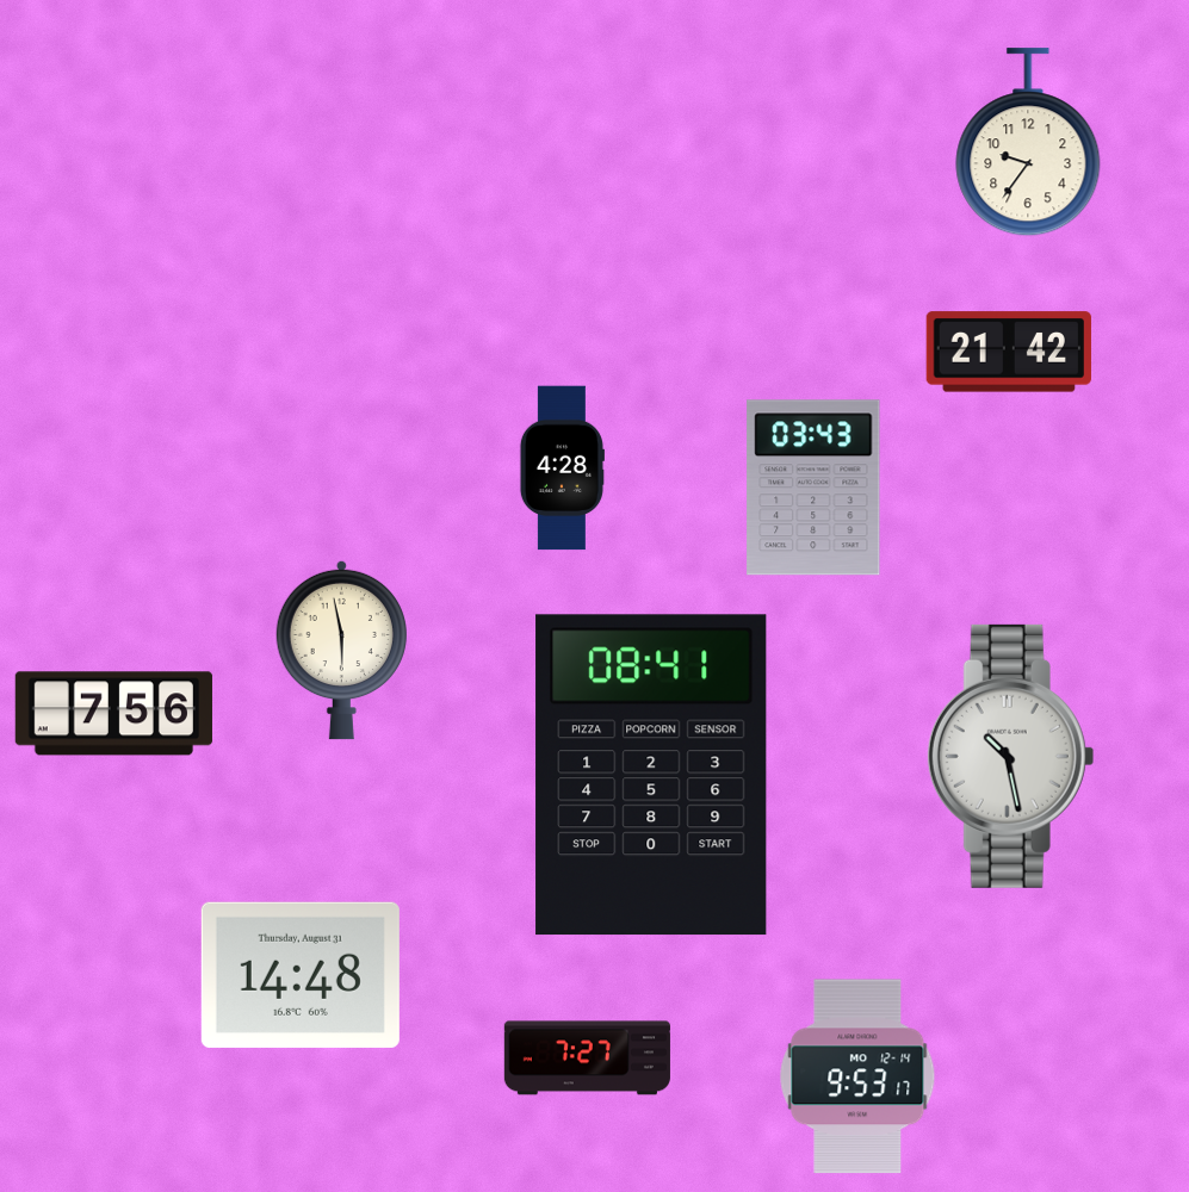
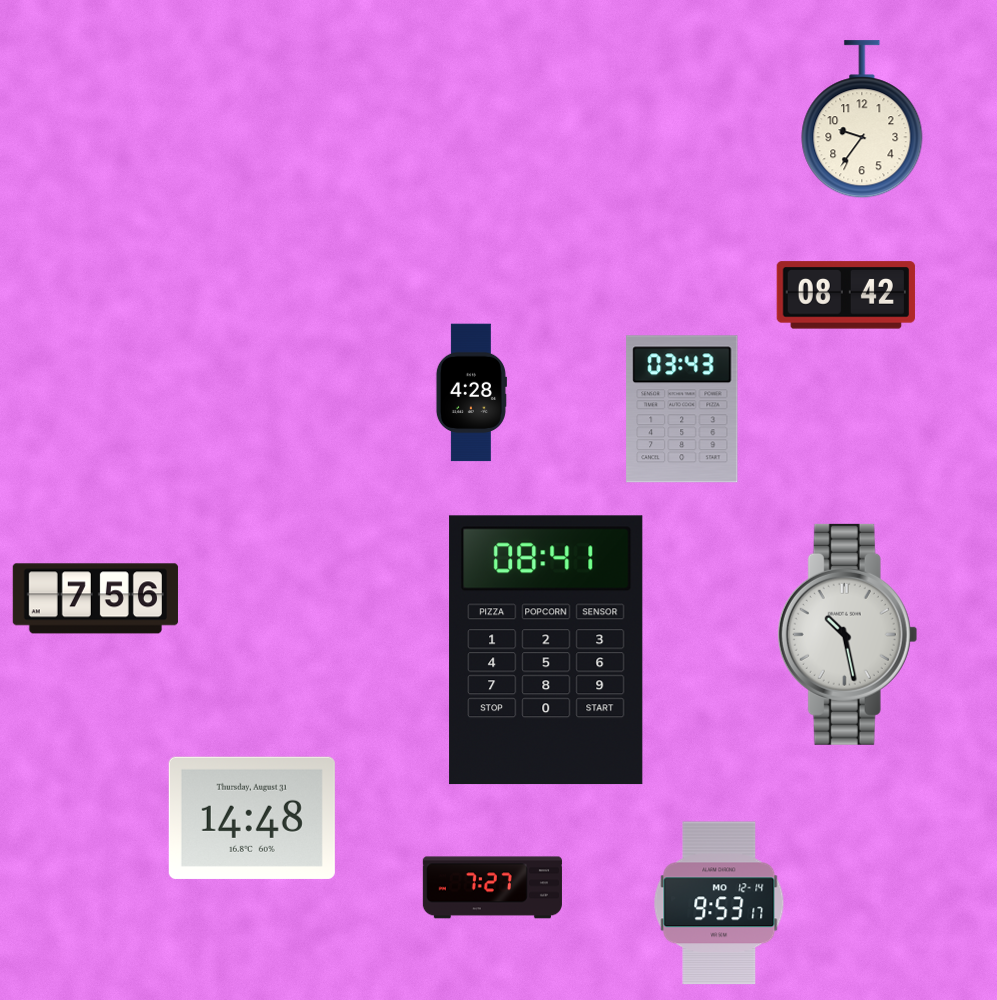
clock at (1009, 352): 21:42 -> 08:42
clock at (341, 650): 5:58 -> none
